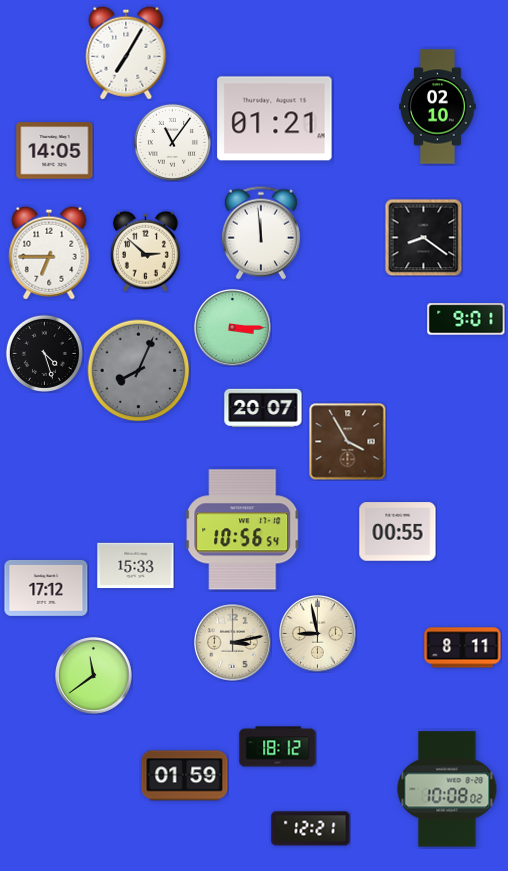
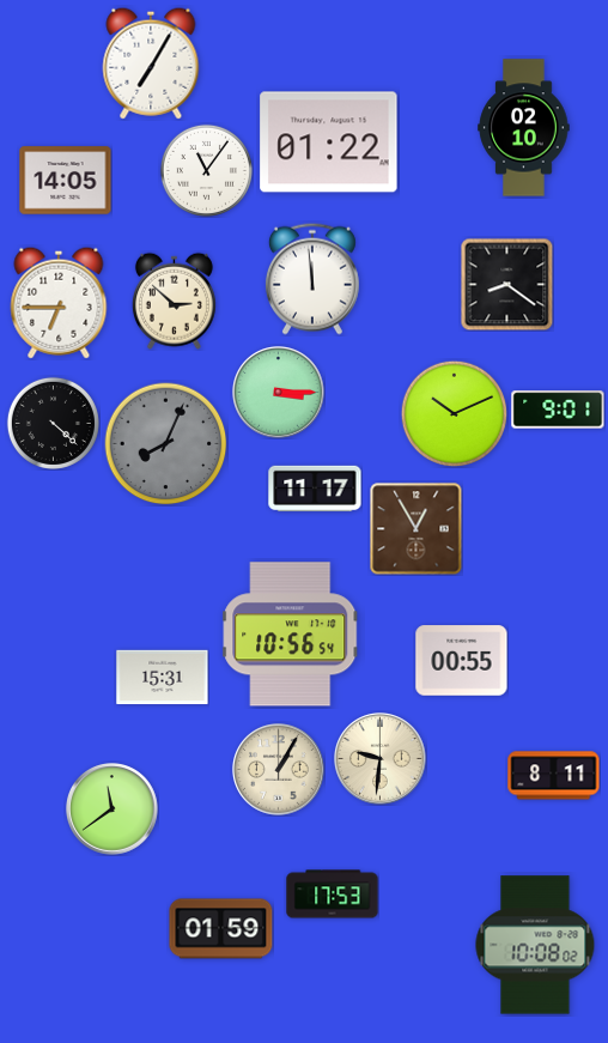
clock at (275, 119): 01:21 -> 01:22
clock at (466, 319) position: (466, 319) -> (558, 410)
clock at (454, 413): none -> 10:11
clock at (44, 353): 4:27 -> 4:22
clock at (263, 408): 20:07 -> 11:17
clock at (348, 442): 3:55 -> 12:55
clock at (398, 532) position: (398, 532) -> (462, 661)
clock at (136, 566): 15:33 -> 15:31
clock at (46, 588): 17:12 -> none
clock at (318, 634): 8:58 -> 9:31
clock at (233, 643): 3:13 -> 1:05
clock at (278, 747): 18:12 -> 17:53
clock at (311, 829): 12:21 -> none
